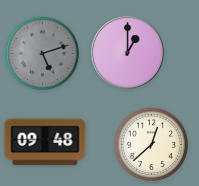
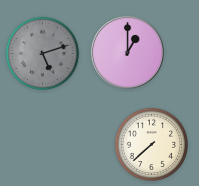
clock at (45, 142): 09:48 -> none
clock at (152, 145): 12:38 -> 7:38
